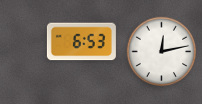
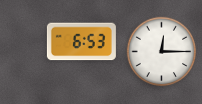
clock at (162, 52): 12:13 -> 12:15
